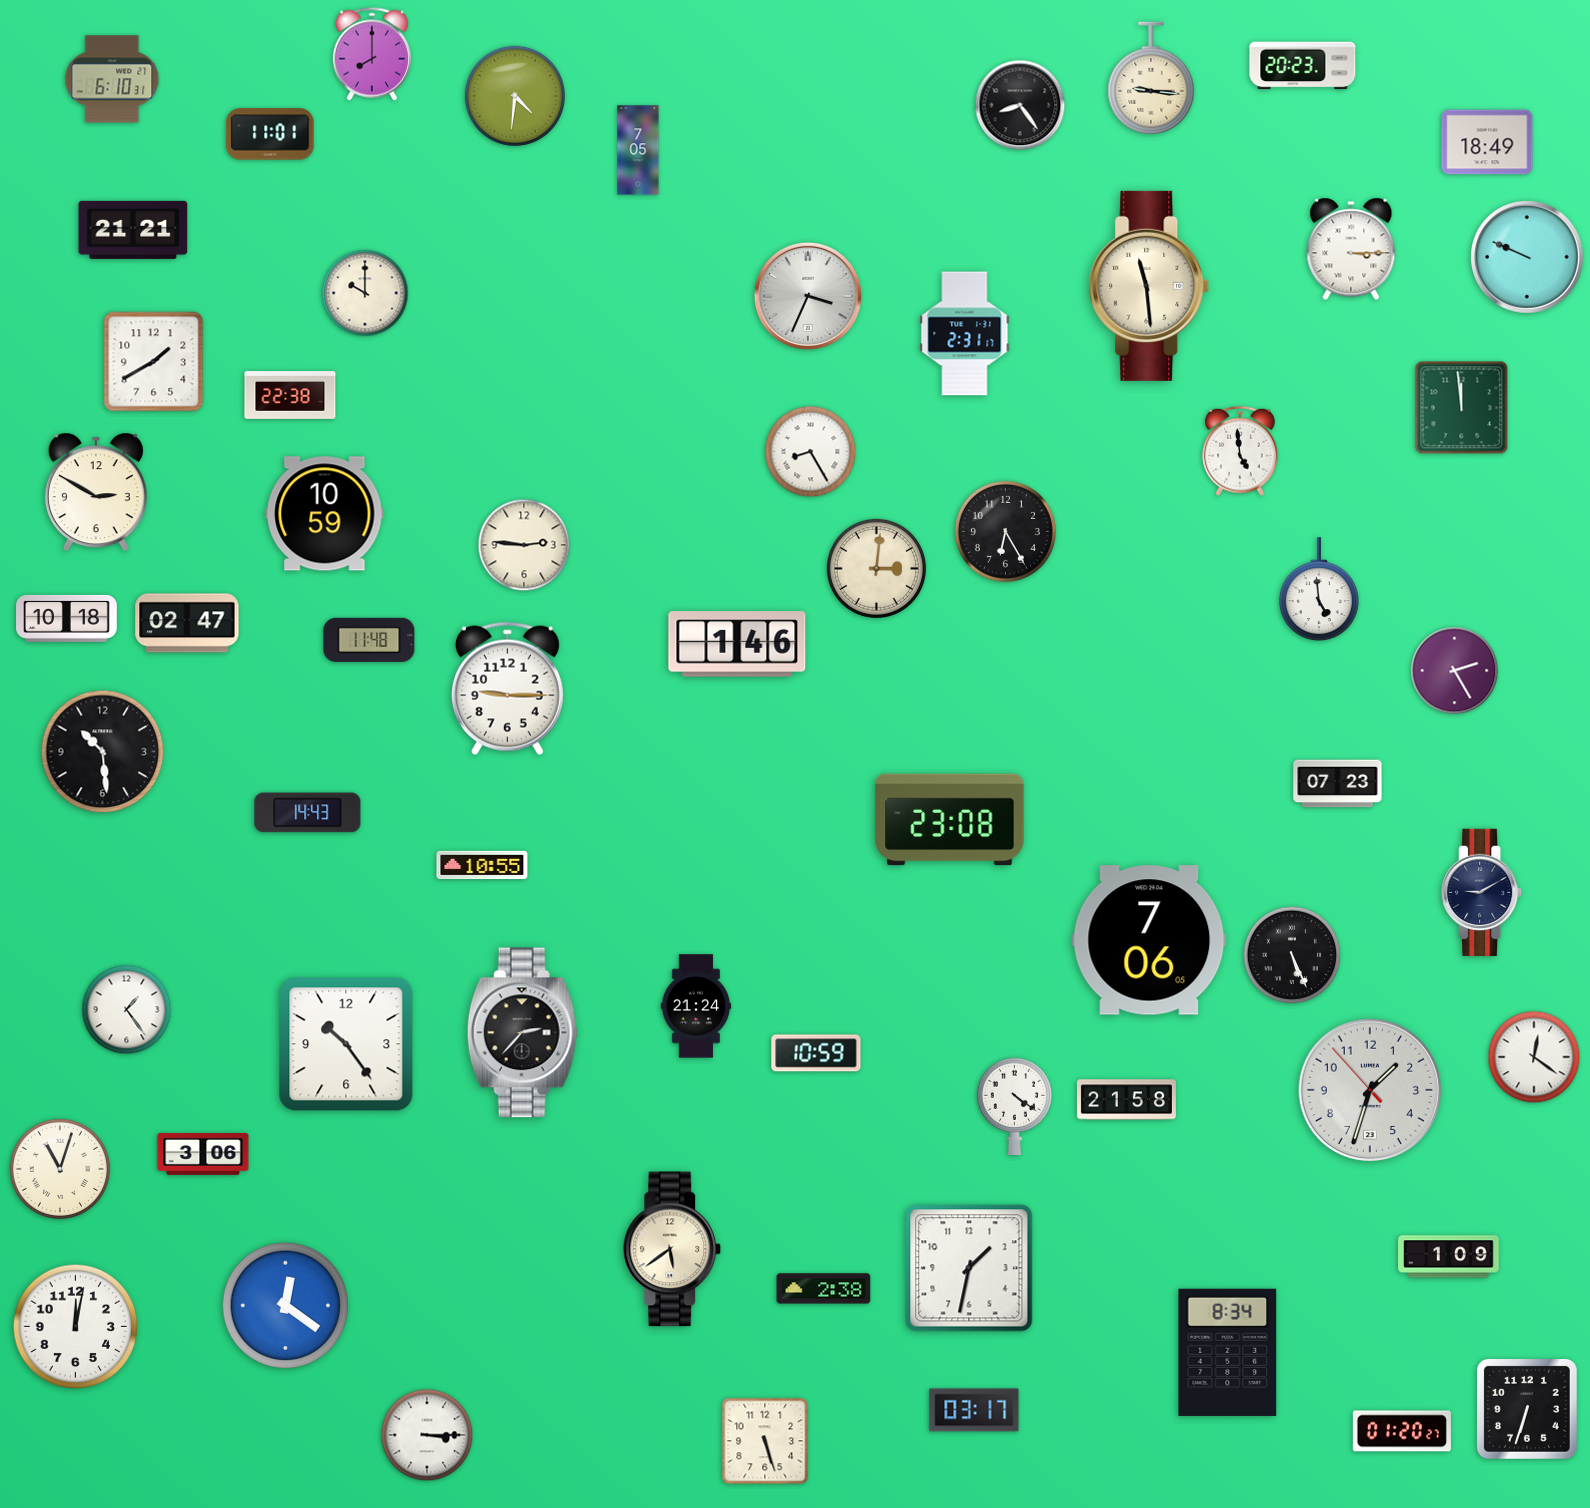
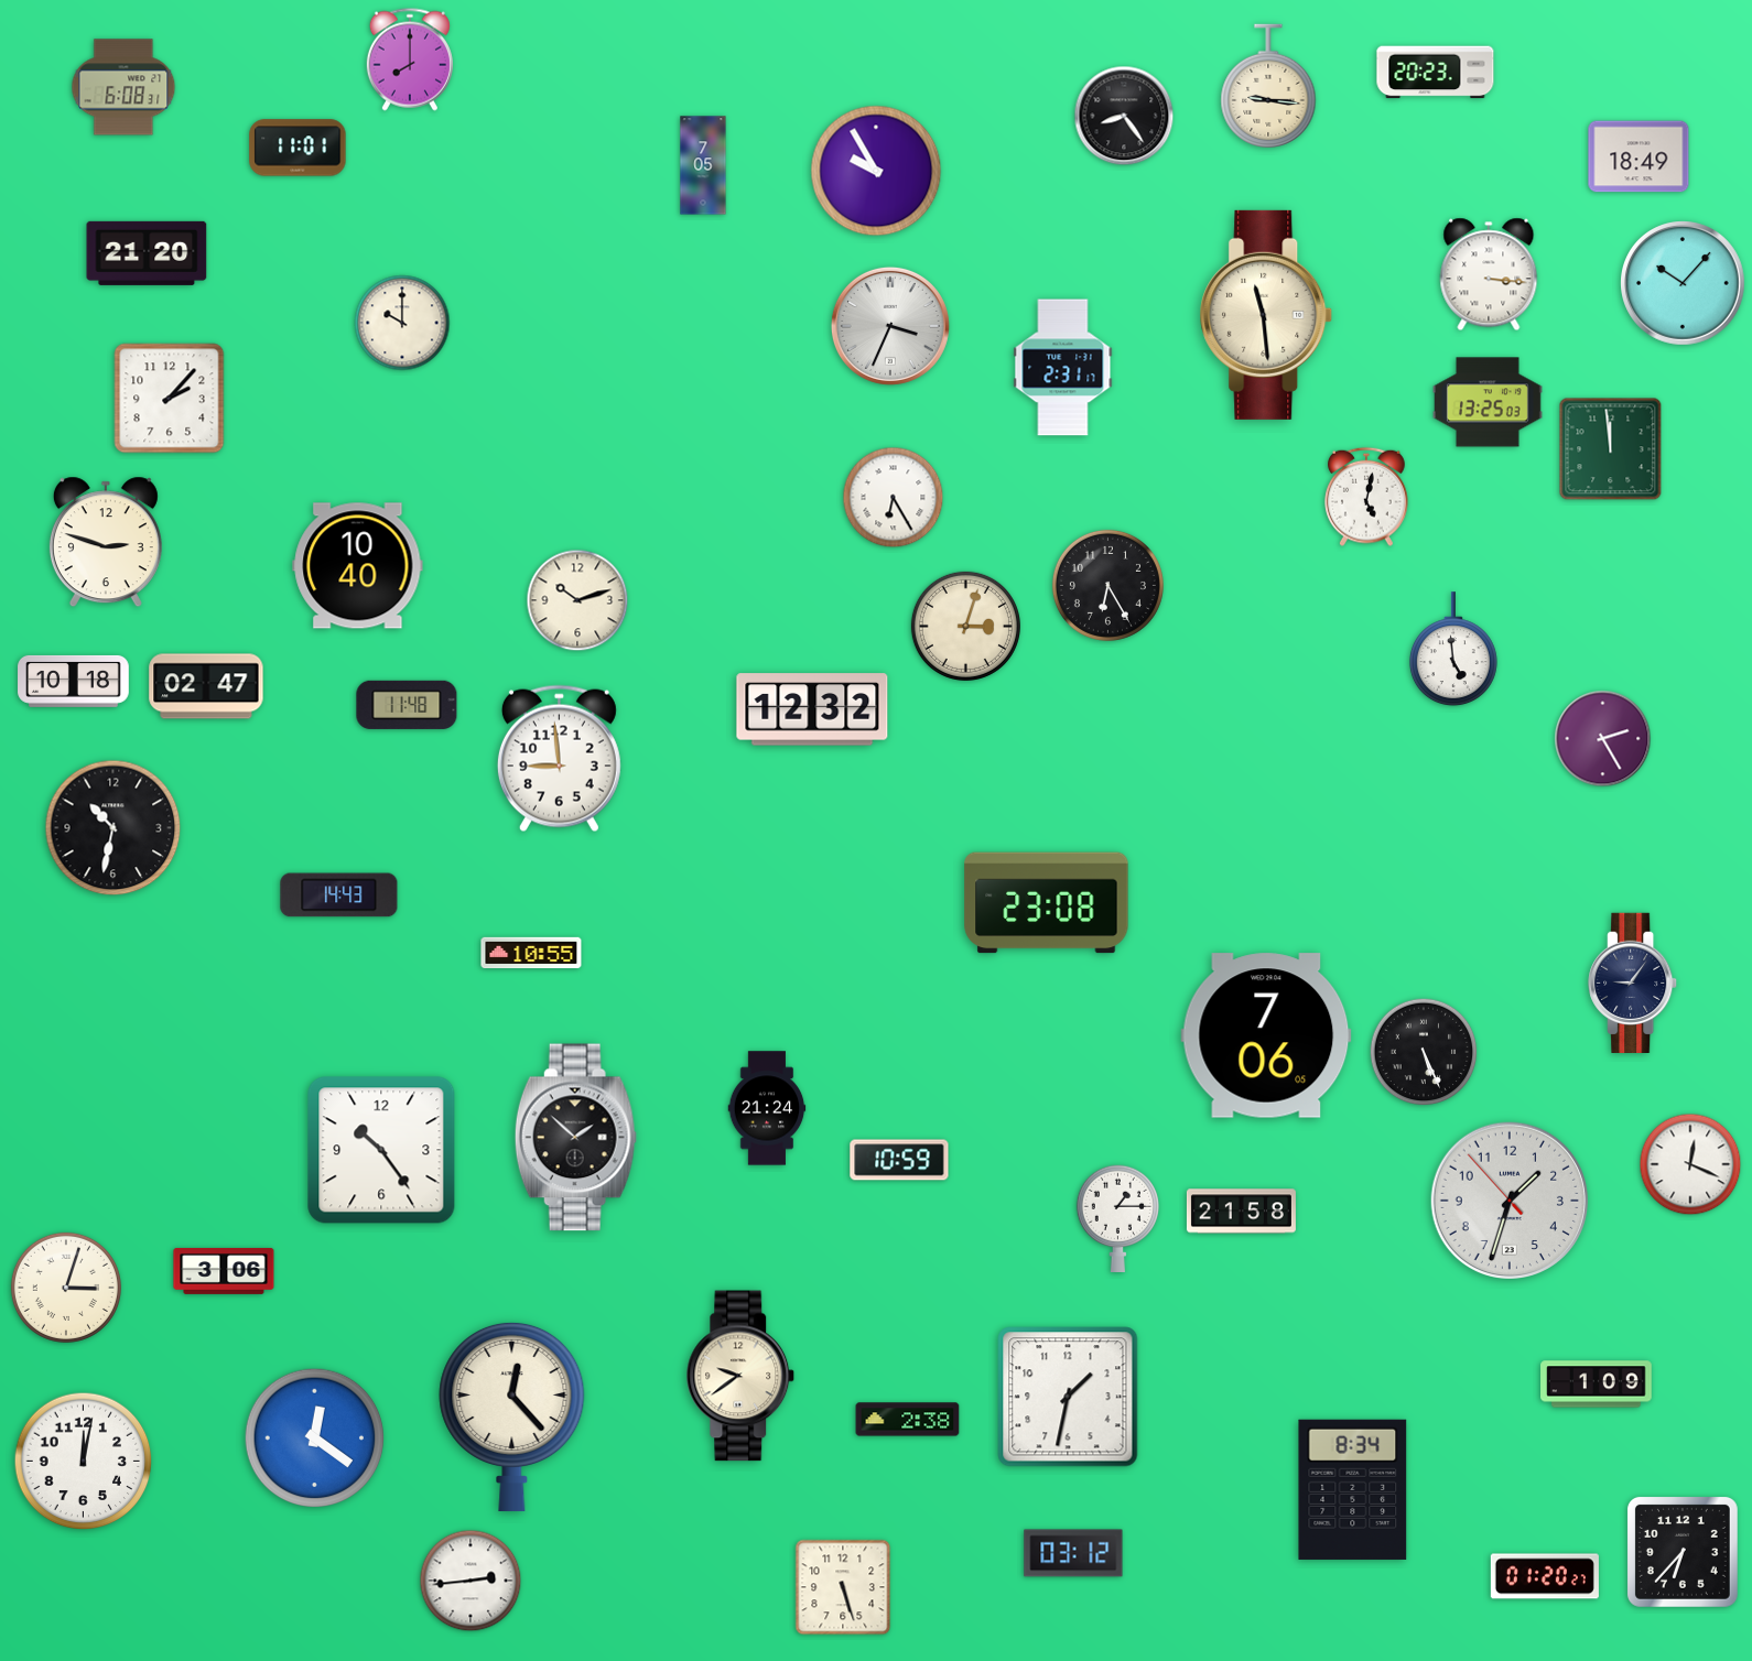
clock at (112, 79): 6:10 -> 6:08
clock at (515, 96): 4:31 -> none
clock at (876, 171): none -> 9:55
clock at (133, 230): 21:21 -> 21:20
clock at (1351, 249): 3:15 -> 3:16
clock at (1528, 258): 9:49 -> 10:07
clock at (154, 362): 1:40 -> 2:07
clock at (1488, 402): none -> 13:25
clock at (290, 395): 22:38 -> none
clock at (1241, 451): 4:59 -> 5:02
clock at (811, 452): 8:25 -> 6:25
clock at (96, 492): 2:50 -> 2:48
clock at (325, 514): 10:59 -> 10:40
clock at (524, 545): 2:46 -> 10:12
clock at (876, 568): 3:01 -> 3:03
clock at (737, 644): 1:46 -> 12:32
clock at (507, 689): 9:15 -> 8:59
clock at (103, 752): 10:29 -> 10:32
clock at (1338, 784): 07:23 -> none
clock at (1482, 892): 9:10 -> 9:06
clock at (127, 1010): 1:24 -> none
clock at (522, 1033): 2:37 -> 1:52
clock at (1534, 1057): 12:21 -> 12:19
clock at (1014, 1106): 4:21 -> 1:15
clock at (60, 1169): 11:03 -> 3:03
clock at (672, 1249): 5:39 -> 9:39
clock at (512, 1416): none -> 12:23
clock at (1527, 1409): 6:33 -> 6:37
clock at (974, 1410): 03:17 -> 03:12
clock at (427, 1435): 3:15 -> 2:44
